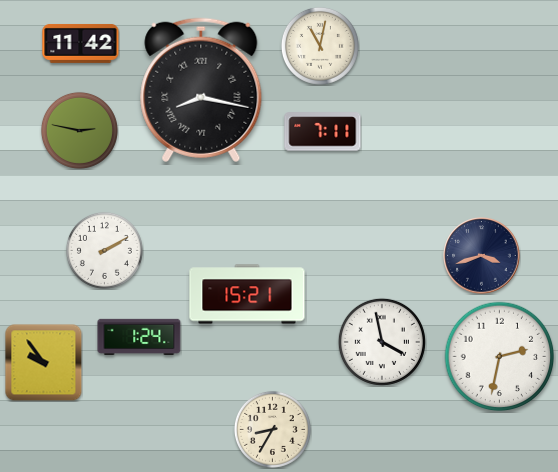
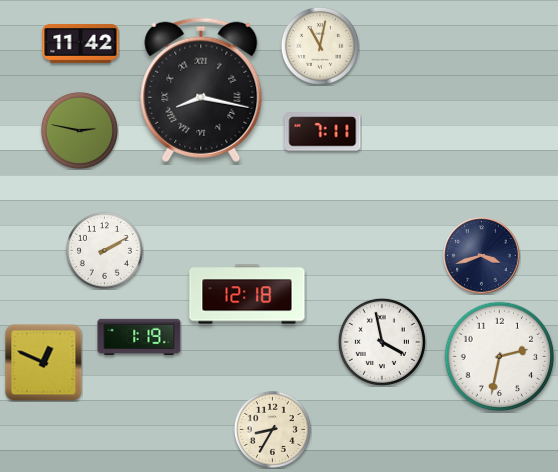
clock at (247, 294): 15:21 -> 12:18
clock at (139, 337): 1:24 -> 1:19
clock at (43, 362): 9:54 -> 12:49
